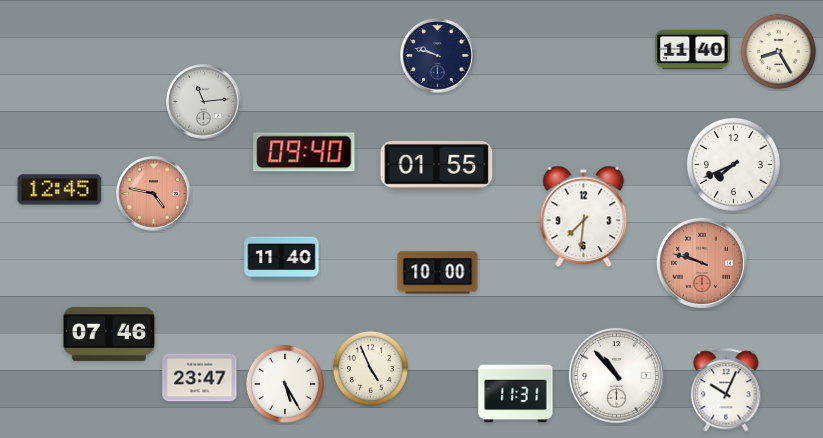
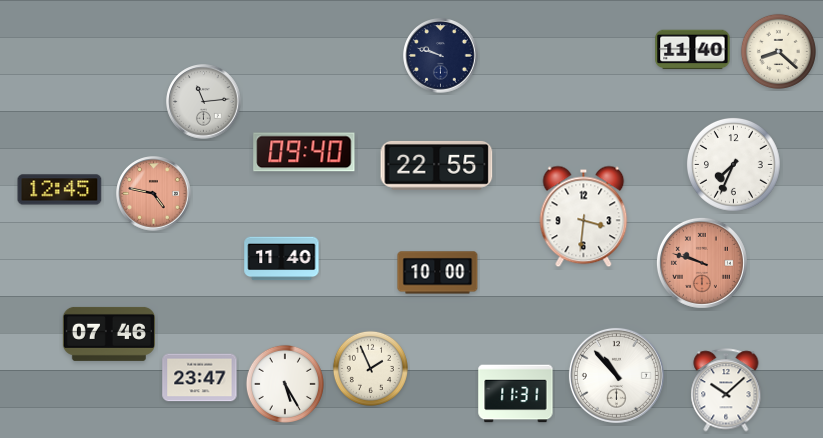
clock at (778, 51): 8:25 -> 8:22
clock at (438, 56) position: (438, 56) -> (441, 56)
clock at (734, 165): 7:41 -> 7:34
clock at (437, 166): 01:55 -> 22:55
clock at (584, 217): 7:31 -> 3:31
clock at (370, 368): 4:56 -> 1:56
clock at (726, 390): 10:04 -> 10:08
